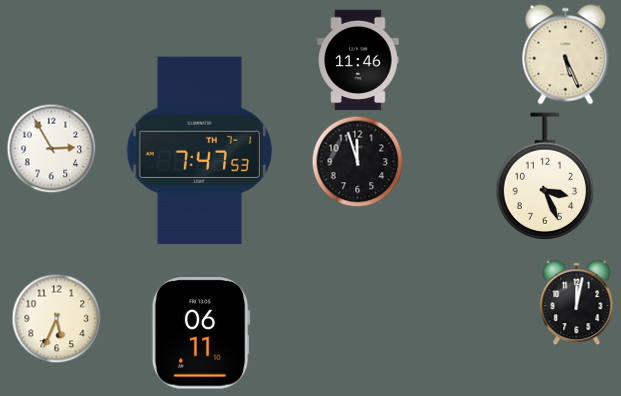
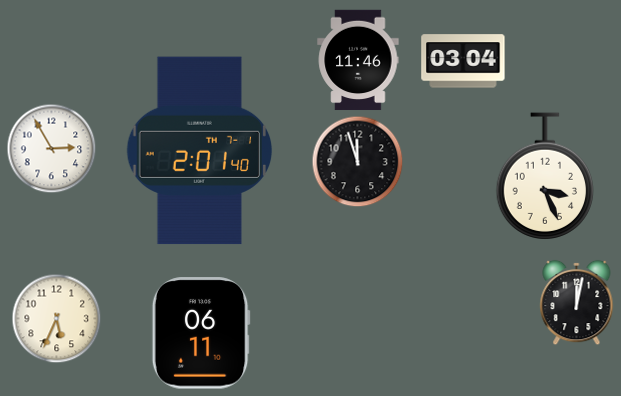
clock at (566, 55): 5:26 -> none
clock at (463, 61): none -> 03:04
clock at (200, 151): 7:47 -> 2:01
